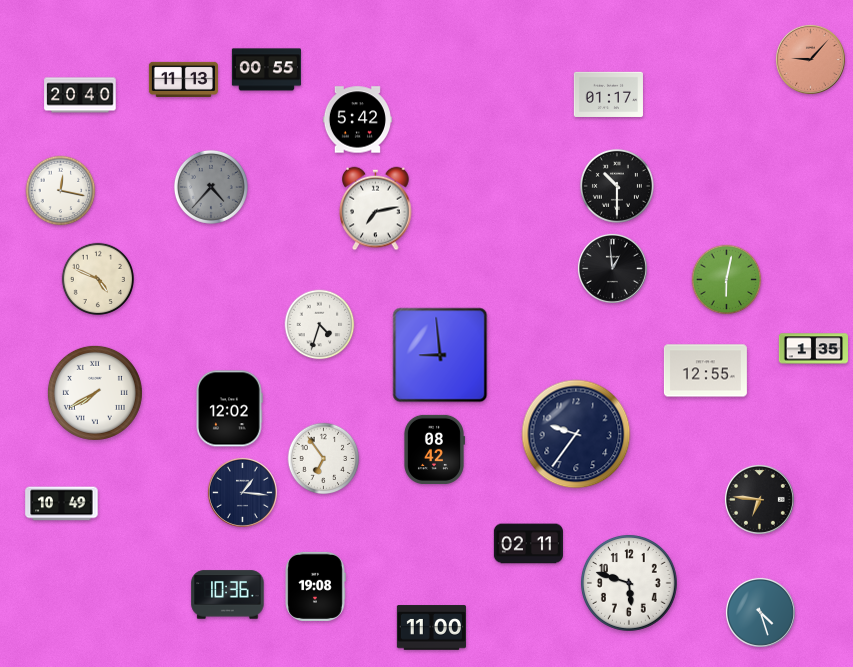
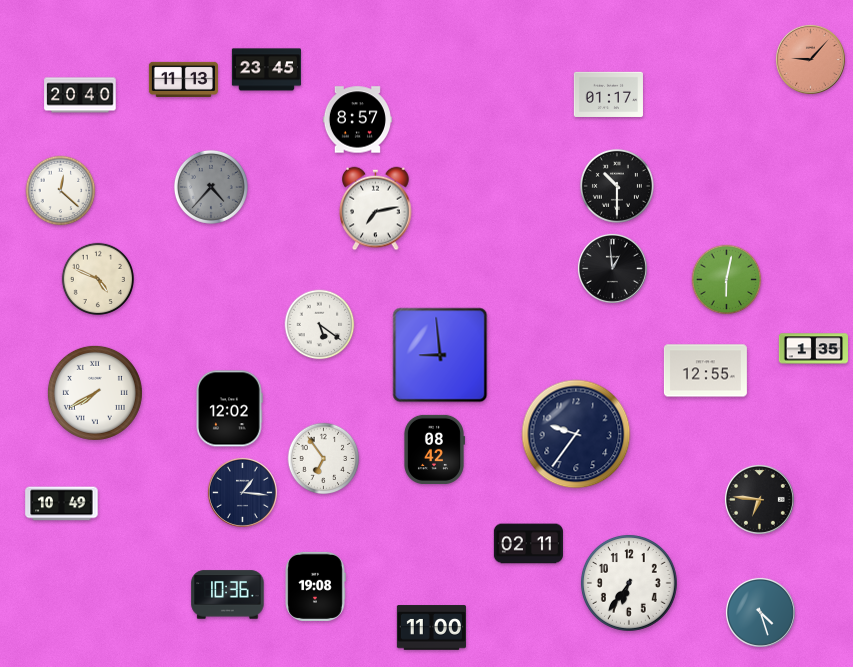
clock at (266, 70): 00:55 -> 23:45
clock at (357, 120): 5:42 -> 8:57
clock at (61, 191): 12:17 -> 12:22
clock at (320, 325): 4:33 -> 5:21
clock at (629, 583): 5:48 -> 6:36
